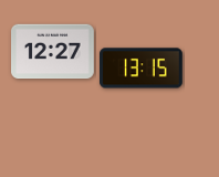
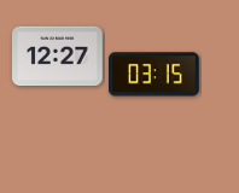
clock at (142, 69): 13:15 -> 03:15
